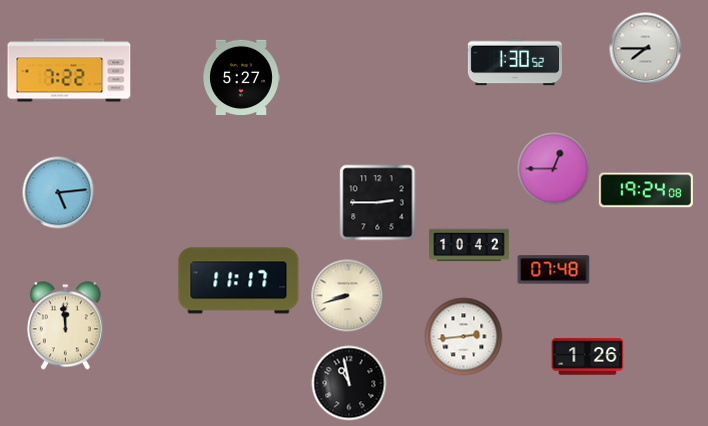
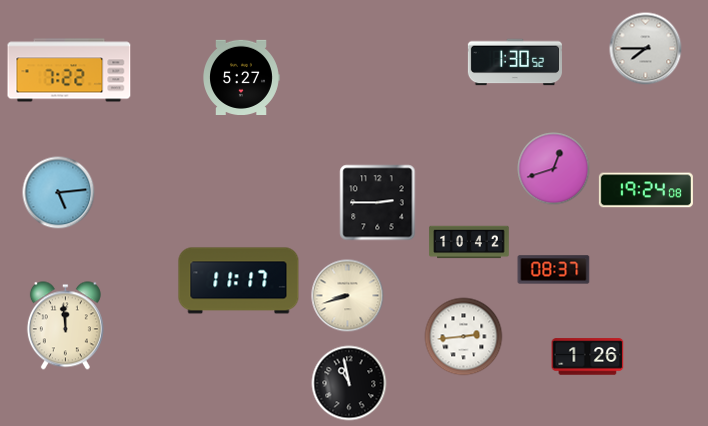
clock at (554, 169): 12:45 -> 12:42
clock at (469, 245) position: (469, 245) -> (469, 242)
clock at (554, 270): 07:48 -> 08:37
